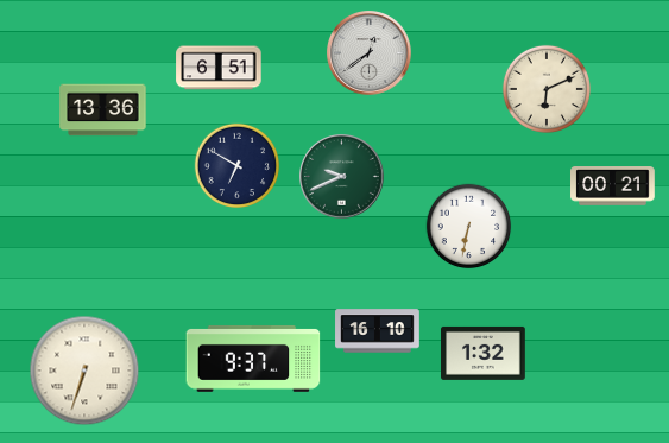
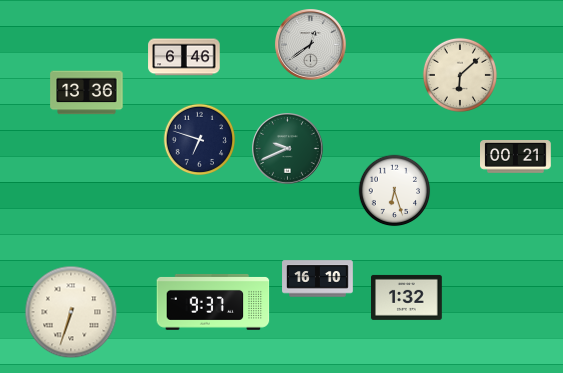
clock at (219, 68): 6:51 -> 6:46
clock at (547, 89): 6:11 -> 6:08
clock at (238, 166): 6:50 -> 6:48
clock at (469, 227): 6:32 -> 6:27
